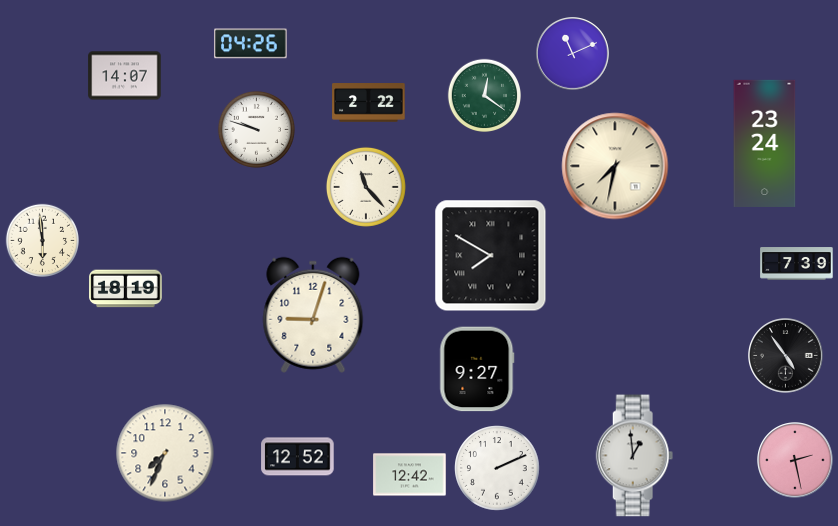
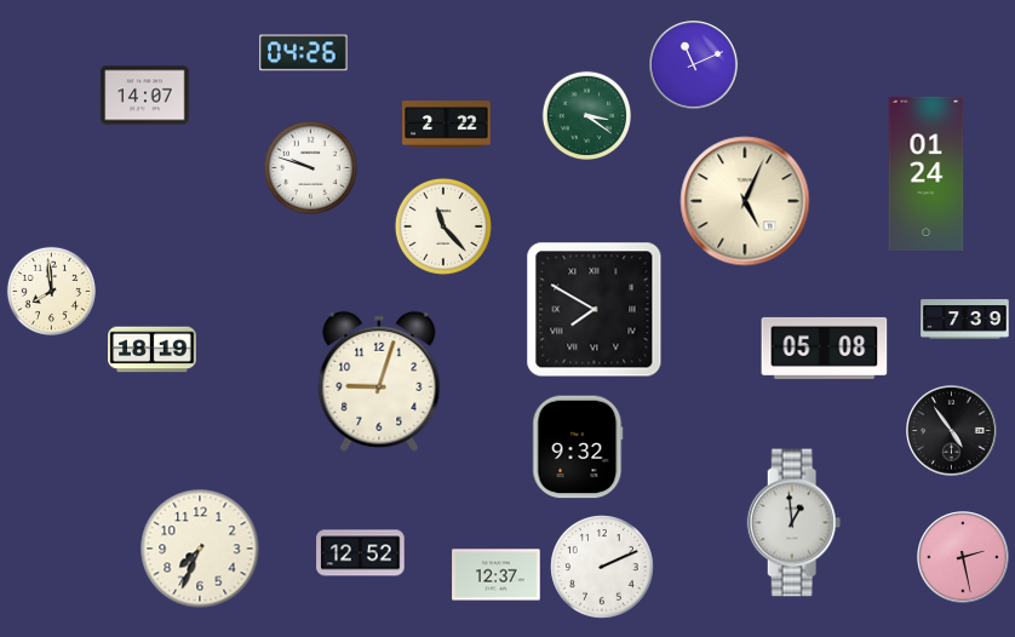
clock at (125, 76) position: (125, 76) -> (145, 96)
clock at (485, 96): 12:21 -> 3:21
clock at (256, 129) position: (256, 129) -> (310, 167)
clock at (765, 143): 23:24 -> 01:24
clock at (615, 166): 7:32 -> 5:04
clock at (43, 241): 5:59 -> 7:59
clock at (825, 348): none -> 05:08
clock at (477, 369): 9:27 -> 9:32
clock at (635, 456) position: (635, 456) -> (795, 523)
clock at (410, 475): 12:42 -> 12:37
